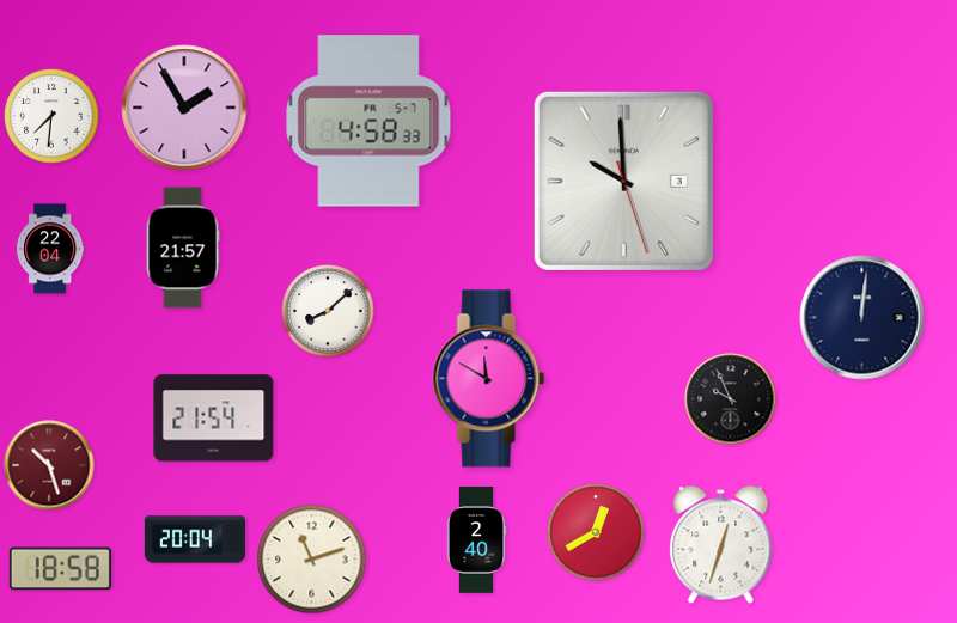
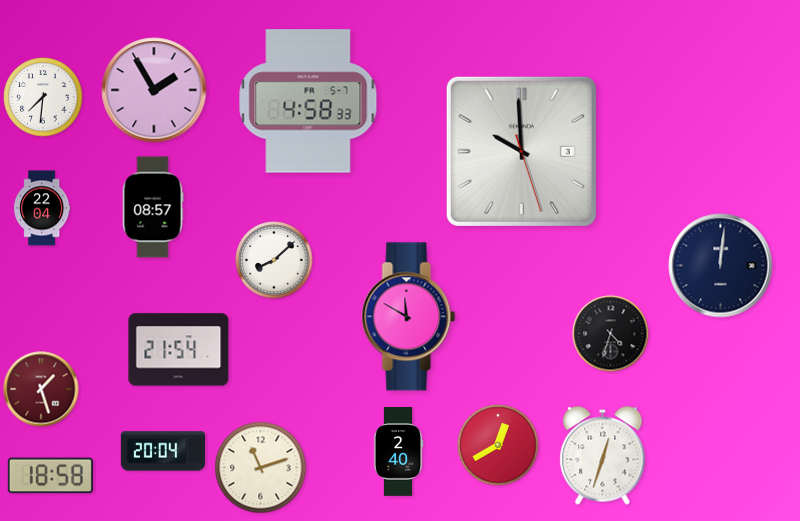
clock at (183, 248): 21:57 -> 08:57
clock at (731, 399): 9:56 -> 4:33
clock at (49, 465): 10:27 -> 1:27
